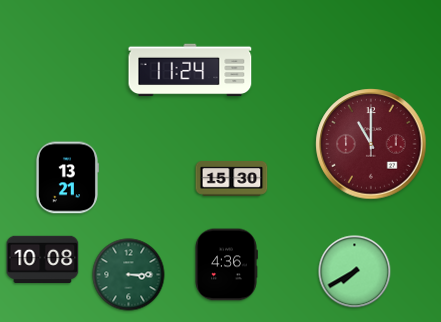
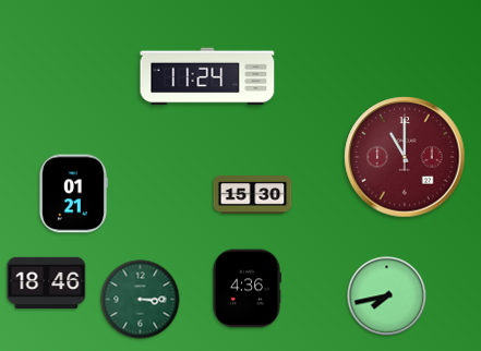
clock at (67, 178): 13:21 -> 01:21
clock at (43, 259): 10:08 -> 18:46
clock at (355, 272): 7:40 -> 7:43
